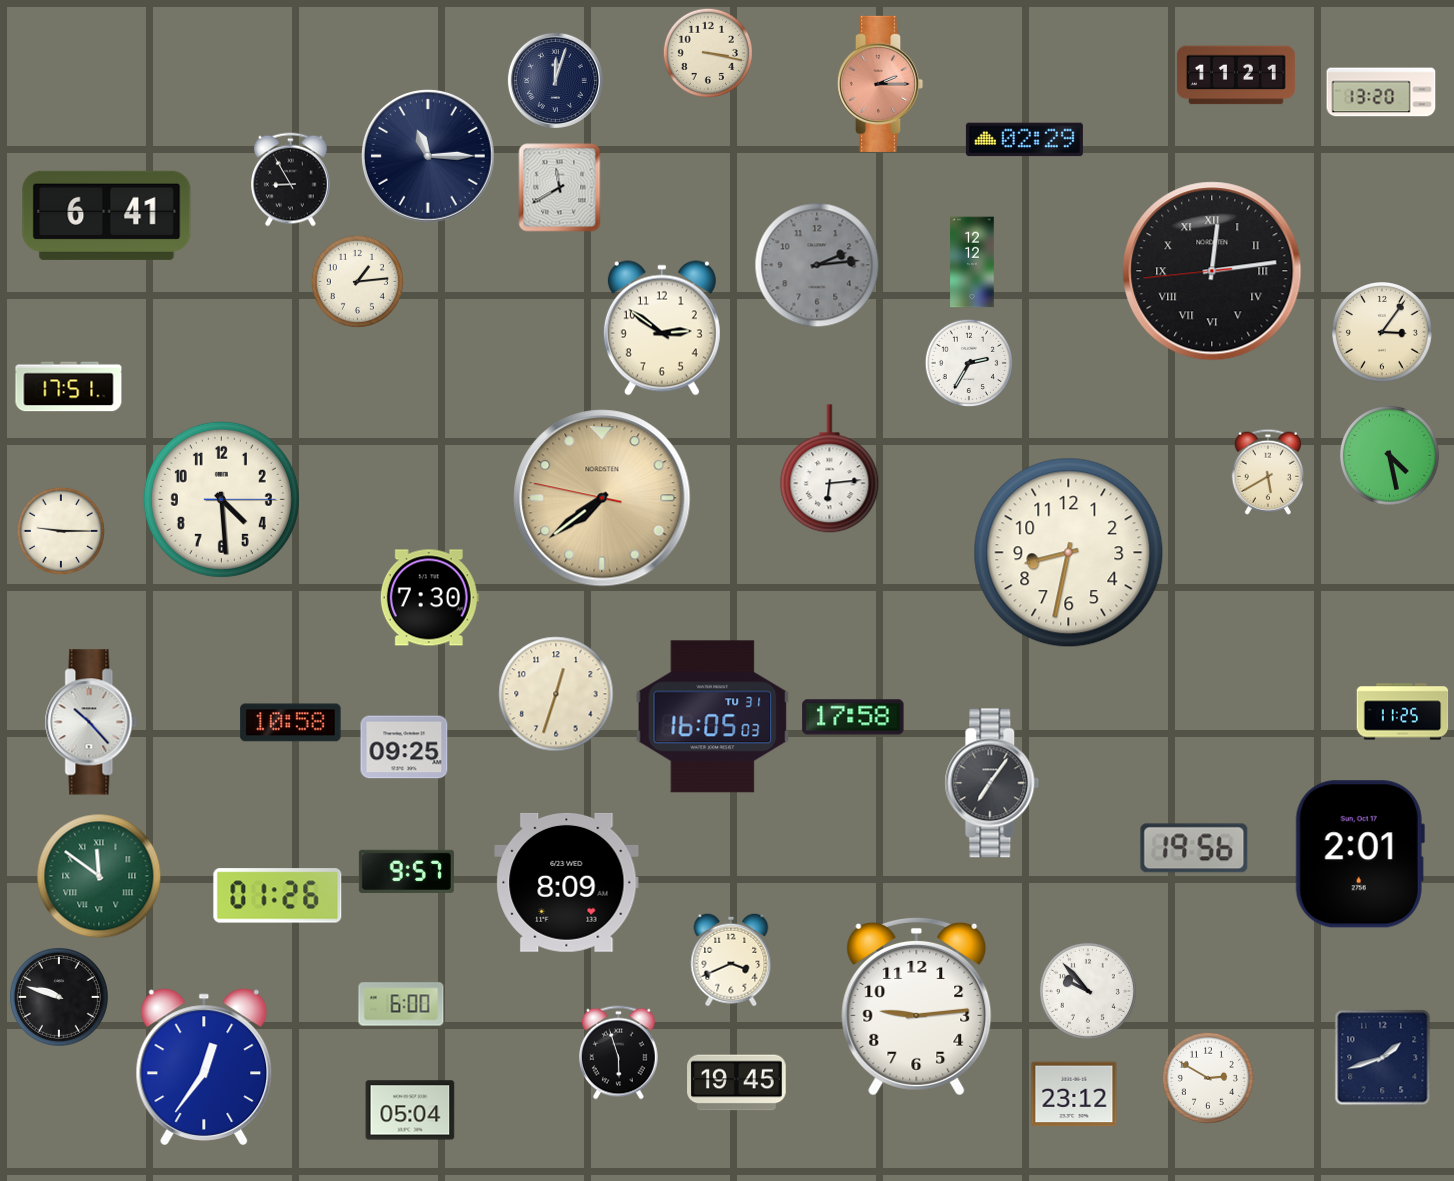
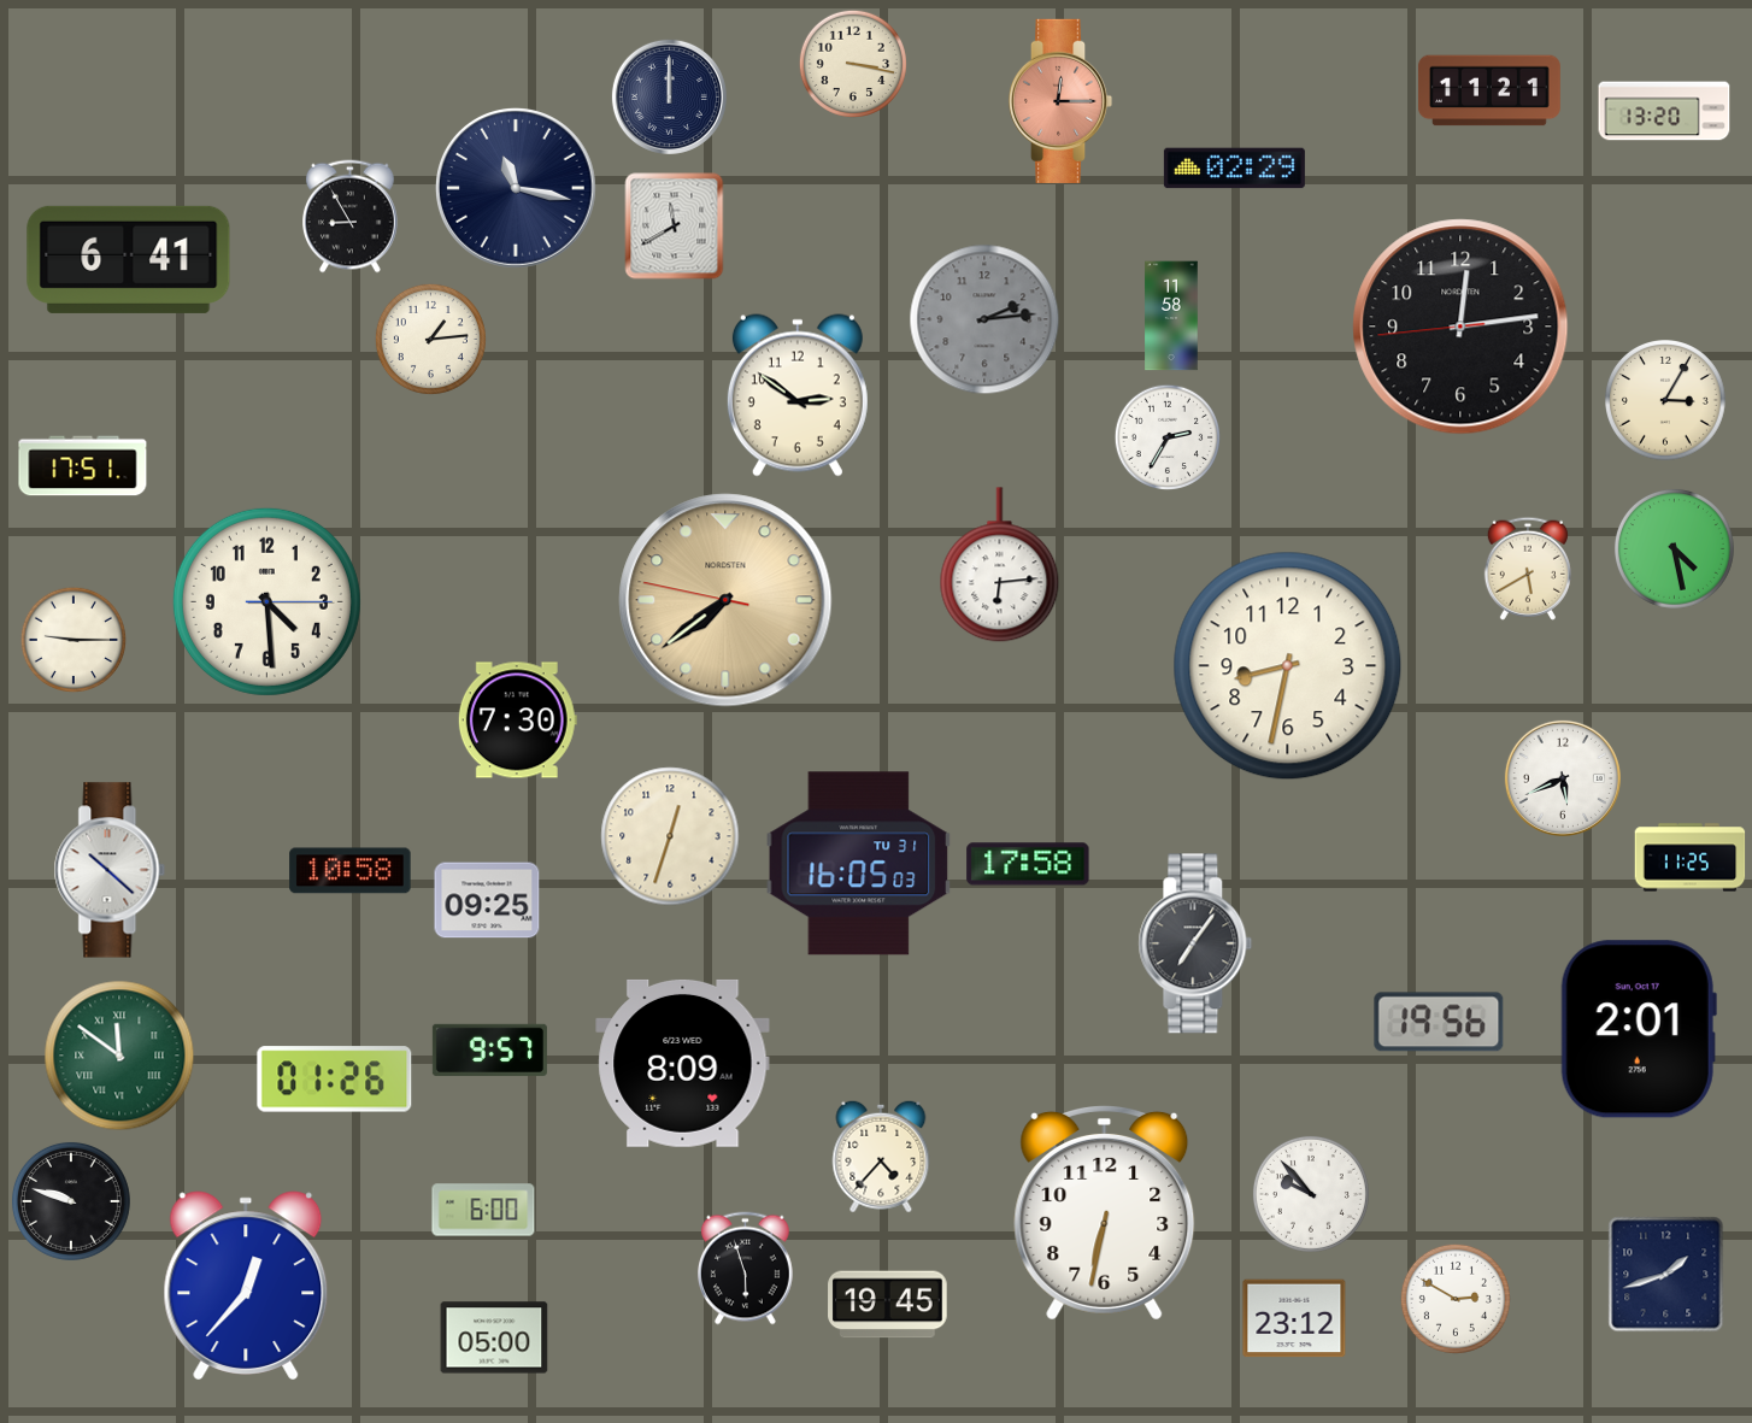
clock at (555, 80): 12:03 -> 12:00
clock at (880, 84): 2:15 -> 12:15
clock at (429, 157): 11:15 -> 11:17
clock at (972, 262): 12:12 -> 11:58
clock at (1212, 271) numerals: Roman -> Arabic
clock at (1383, 333): 3:06 -> 3:05
clock at (1563, 778): none -> 5:41
clock at (91, 722): 10:23 -> 10:22
clock at (731, 960): 3:41 -> 4:37
clock at (917, 1006): 9:14 -> 6:32
clock at (204, 1067): 12:36 -> 12:37
clock at (410, 1110): 05:04 -> 05:00
